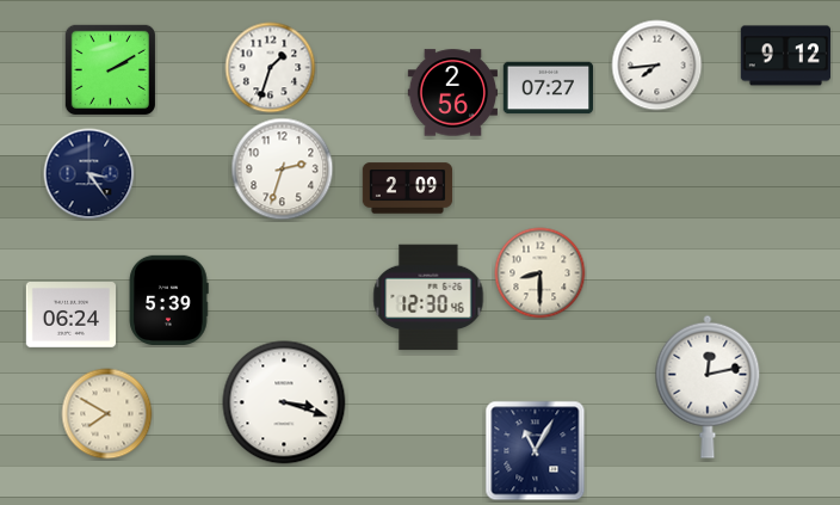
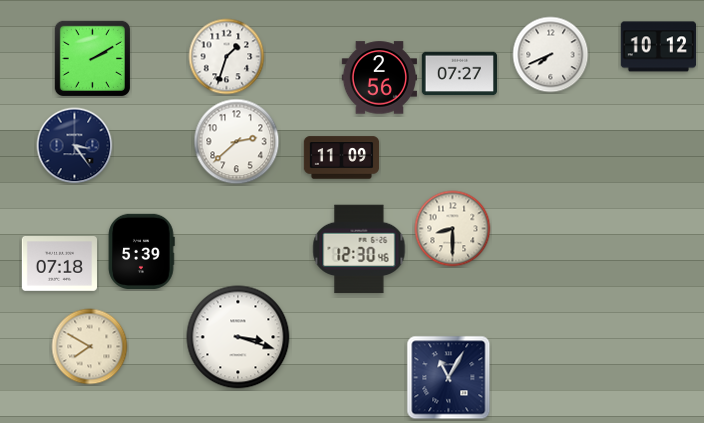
clock at (785, 56): 9:12 -> 10:12
clock at (657, 66): 7:44 -> 7:41
clock at (283, 170): 2:33 -> 2:38
clock at (408, 189): 2:09 -> 11:09
clock at (70, 315): 06:24 -> 07:18
clock at (708, 387): 12:13 -> none
